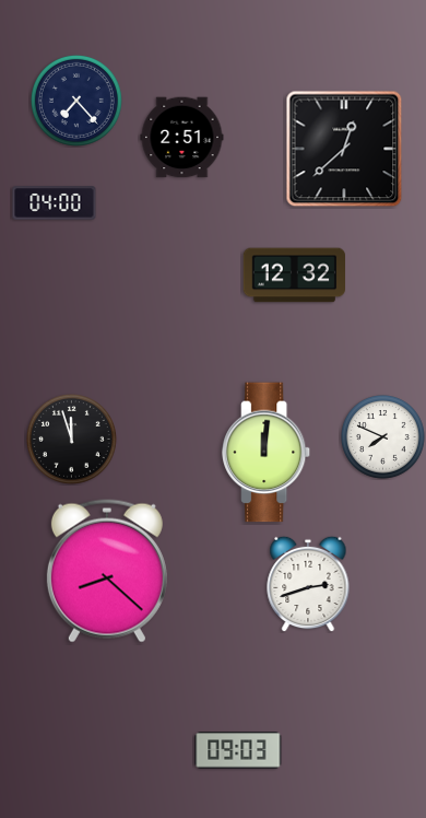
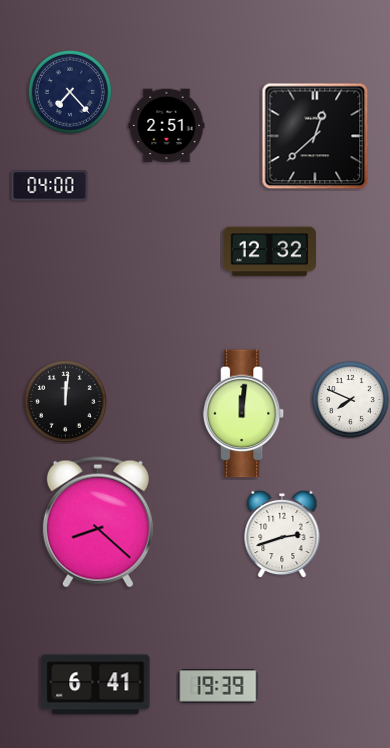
clock at (71, 439): 11:57 -> 12:01
clock at (96, 685): none -> 6:41
clock at (238, 750): 09:03 -> 19:39
